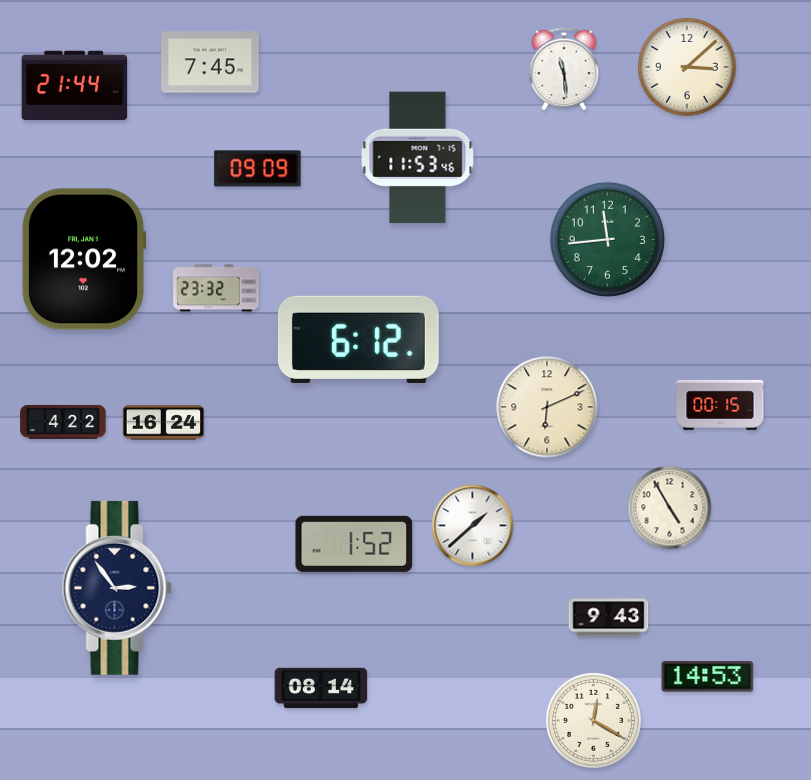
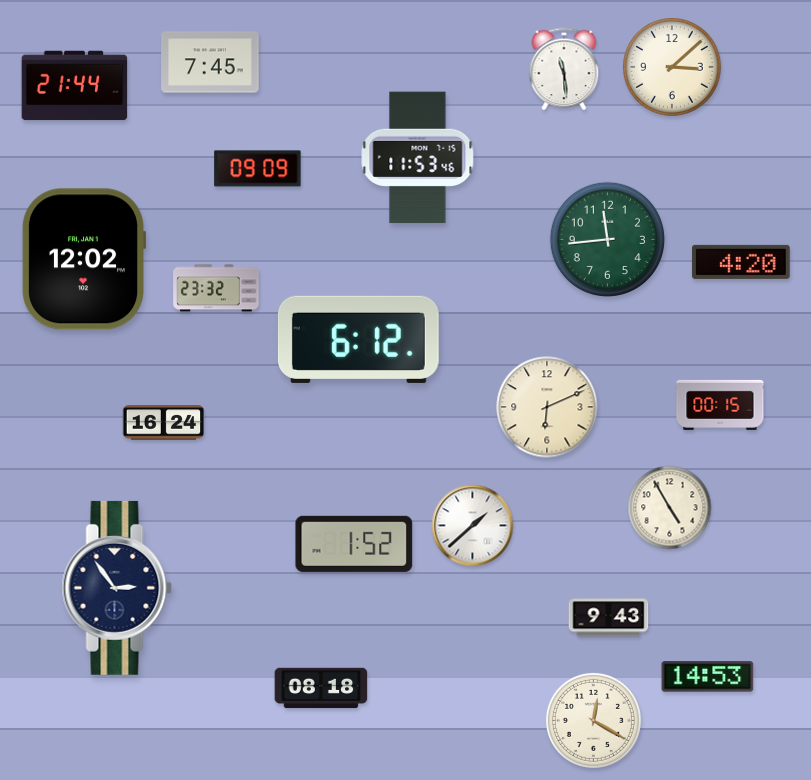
clock at (688, 68) position: (688, 68) -> (673, 68)
clock at (741, 262): none -> 4:20
clock at (63, 422): 4:22 -> none
clock at (321, 688): 08:14 -> 08:18
